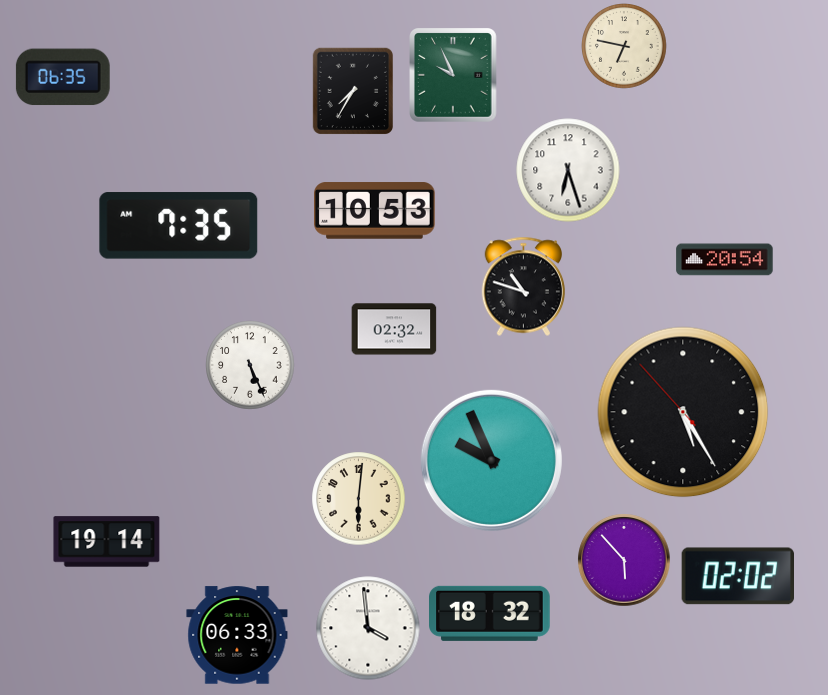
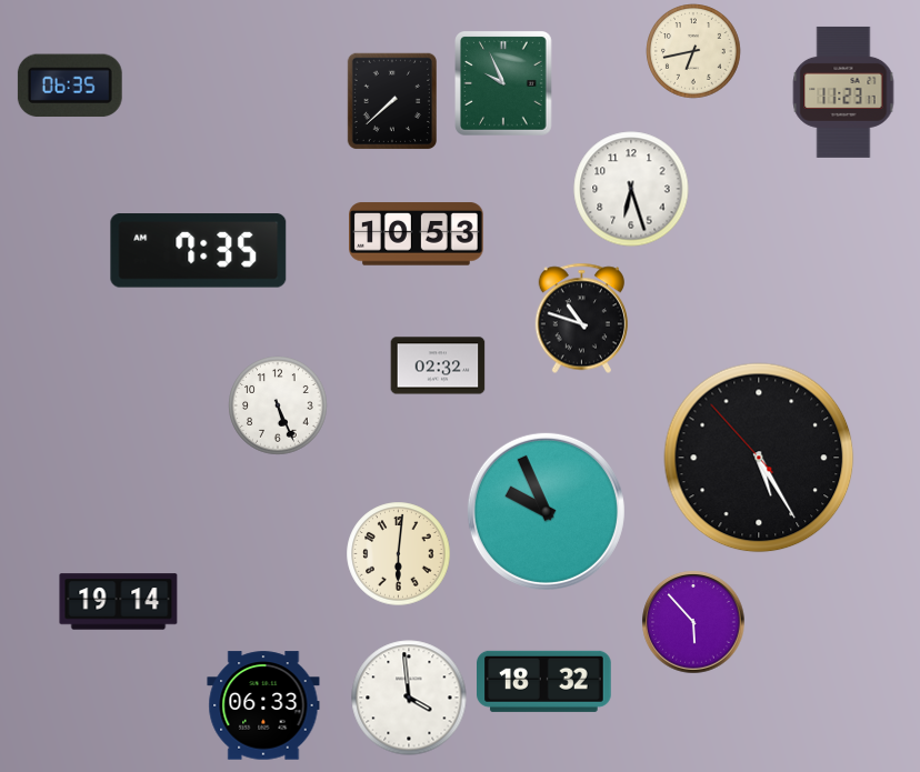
clock at (624, 46): 6:47 -> 6:43
clock at (843, 92): none -> 11:23
clock at (352, 91): 7:35 -> 7:38
clock at (725, 260): 20:54 -> none
clock at (737, 576): 02:02 -> none
